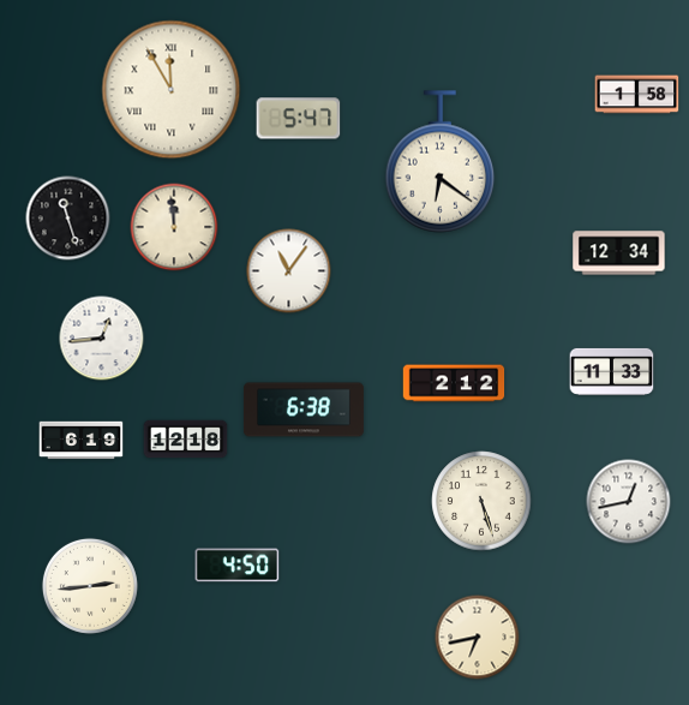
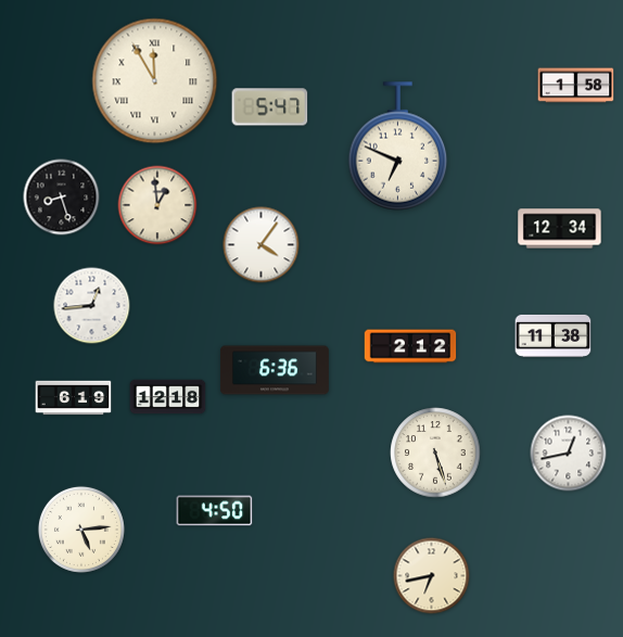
clock at (441, 162): 6:21 -> 6:49
clock at (68, 219): 11:27 -> 8:27
clock at (174, 227): 11:59 -> 12:59
clock at (289, 271): 11:06 -> 4:06
clock at (612, 371): 11:33 -> 11:38
clock at (304, 410): 6:38 -> 6:36
clock at (90, 586): 2:44 -> 5:14
